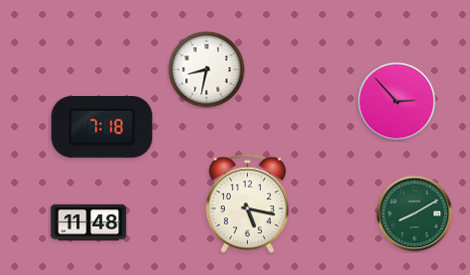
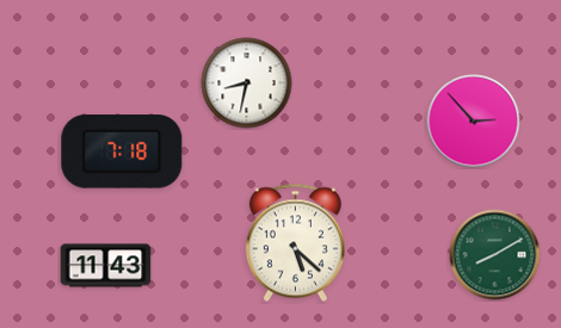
clock at (247, 204): 5:17 -> 5:22
clock at (89, 223): 11:48 -> 11:43
